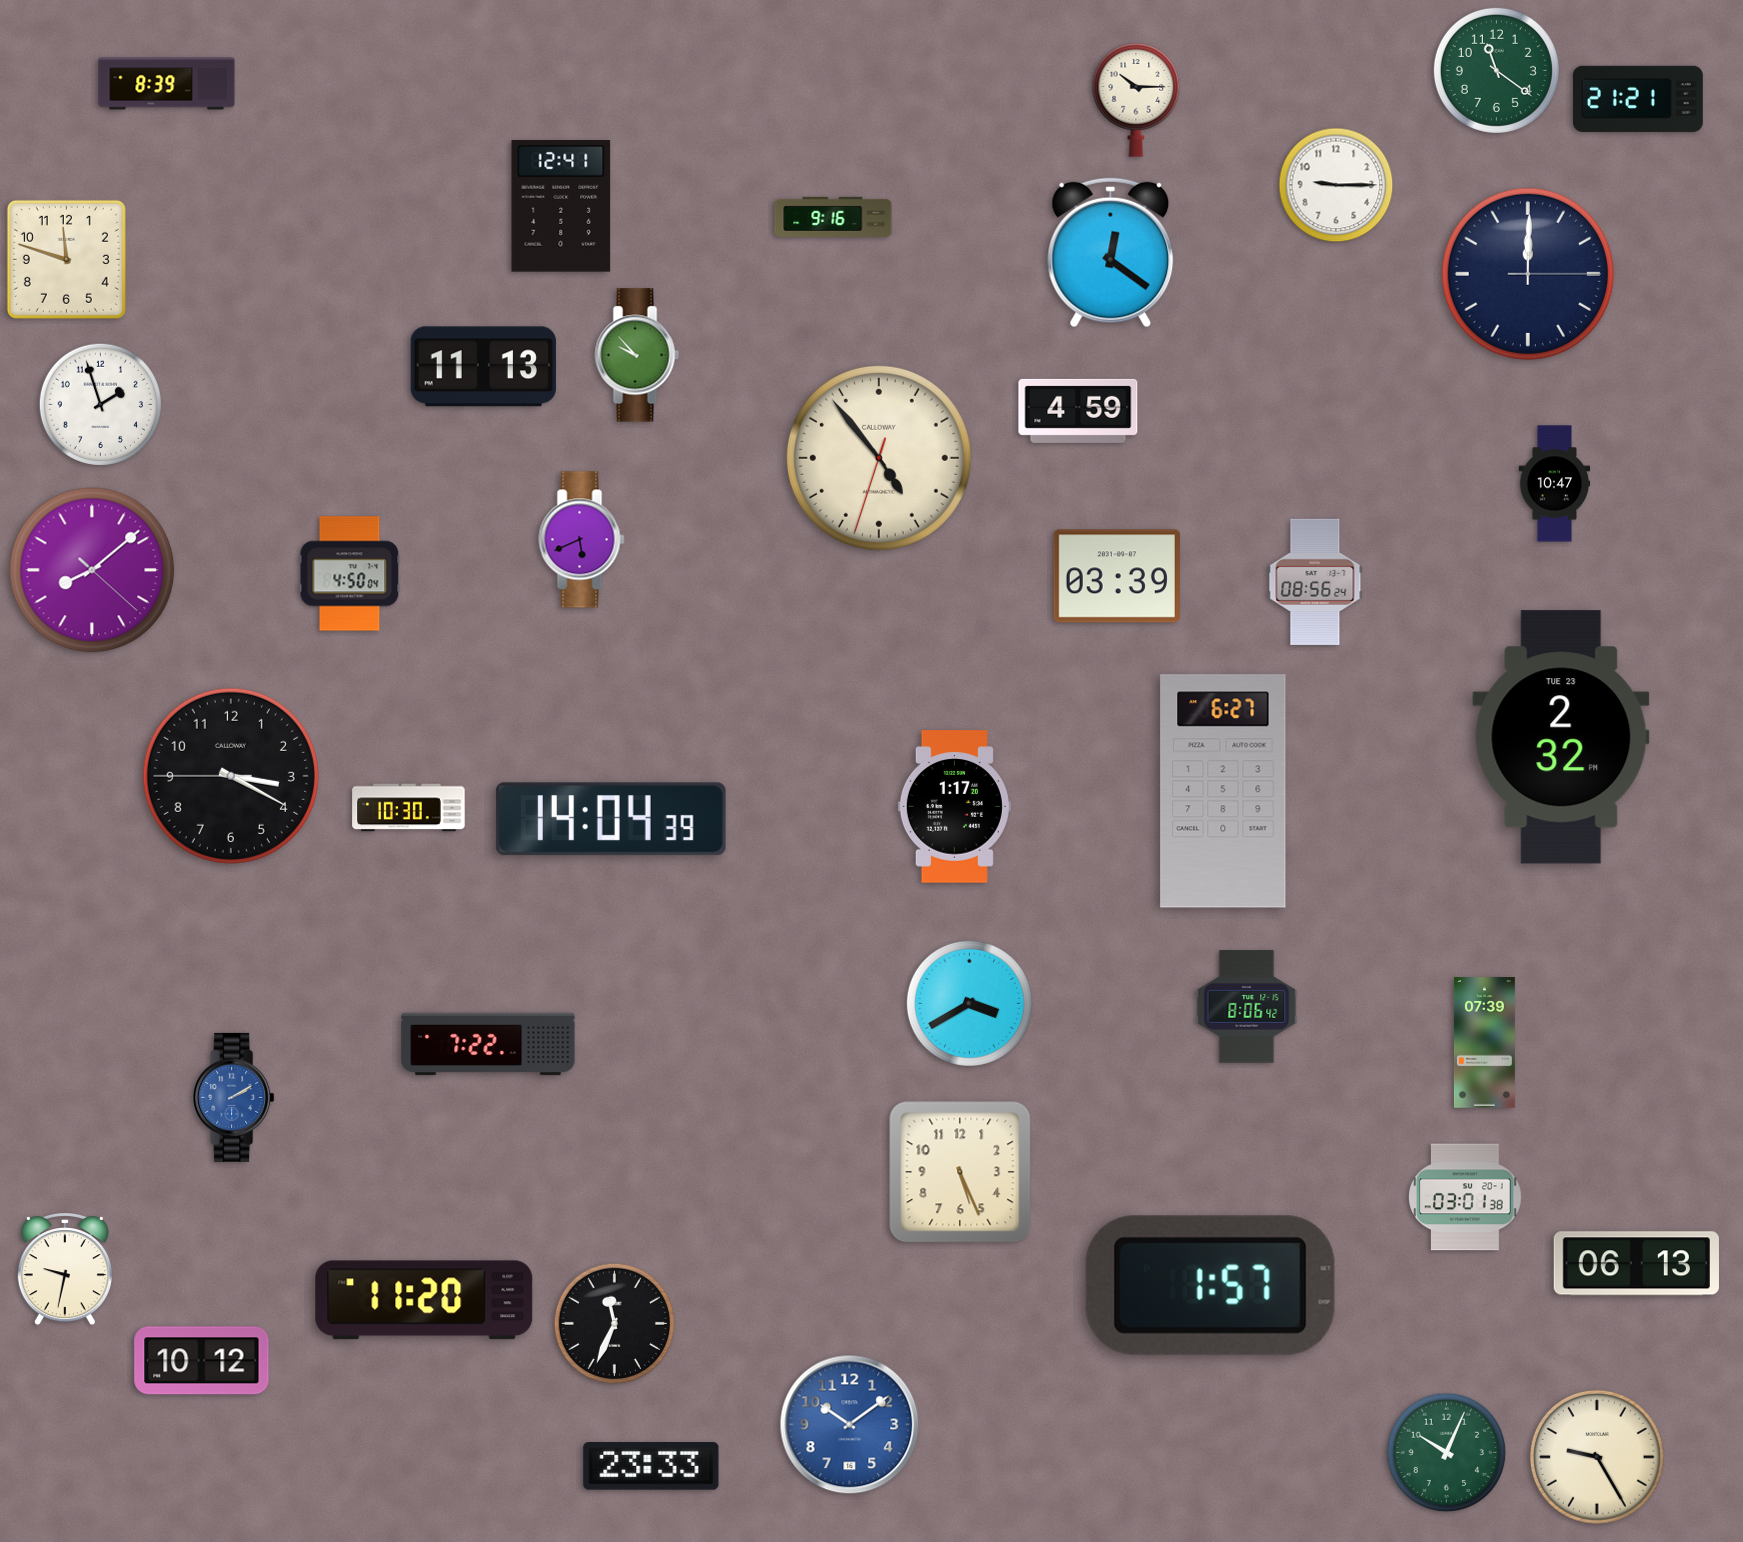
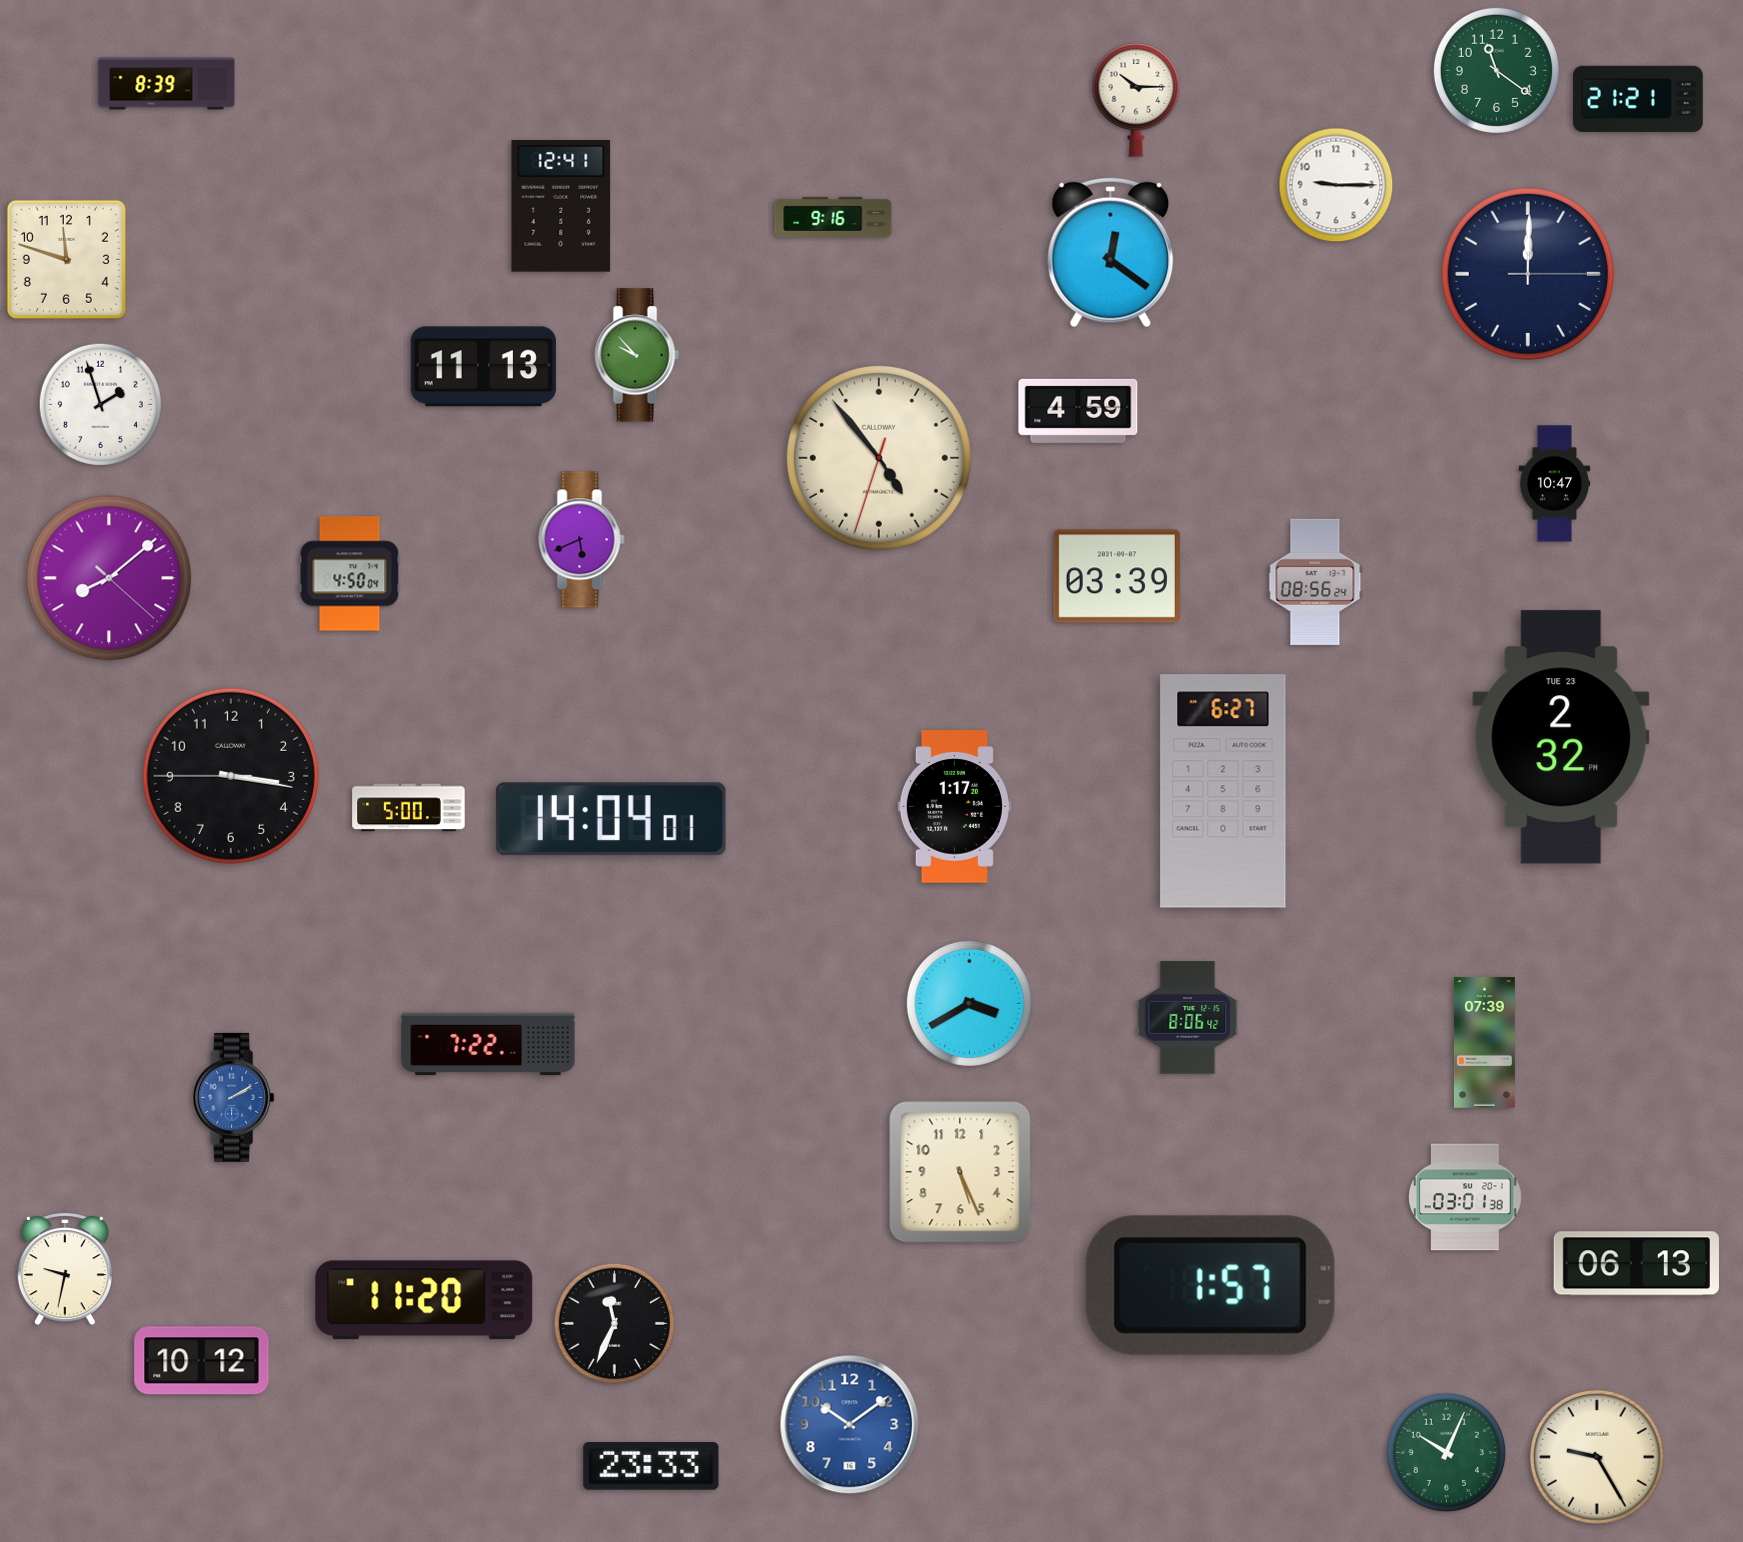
clock at (92, 570) position: (92, 570) -> (109, 578)
clock at (231, 776): 3:19 -> 3:16
clock at (409, 808): 10:30 -> 5:00
clock at (611, 819): 14:04:39 -> 14:04:01
clock at (1247, 1007) position: (1247, 1007) -> (1188, 1018)
